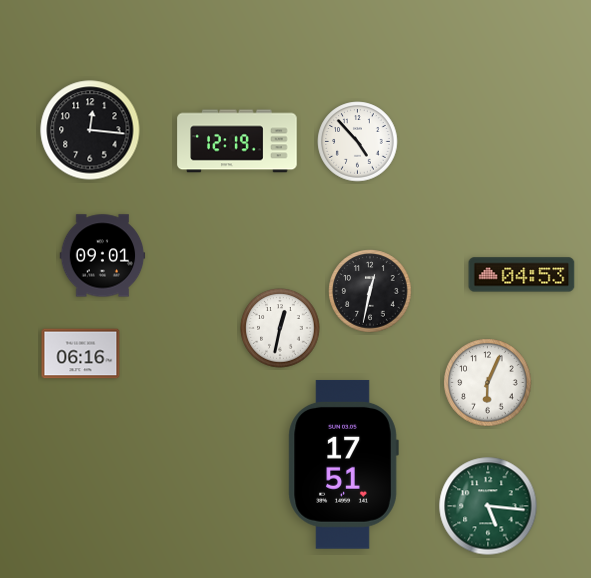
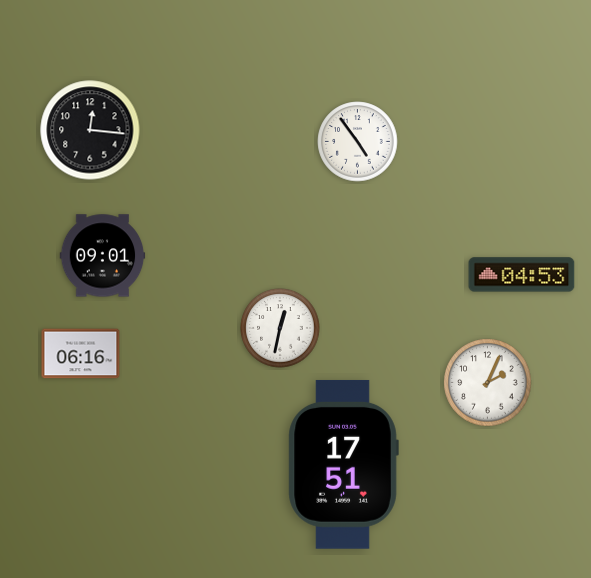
clock at (237, 141): 12:19 -> none
clock at (358, 142): 4:53 -> 4:54
clock at (370, 291): 12:32 -> none
clock at (488, 383): 6:04 -> 2:04
clock at (488, 506): 5:16 -> none
